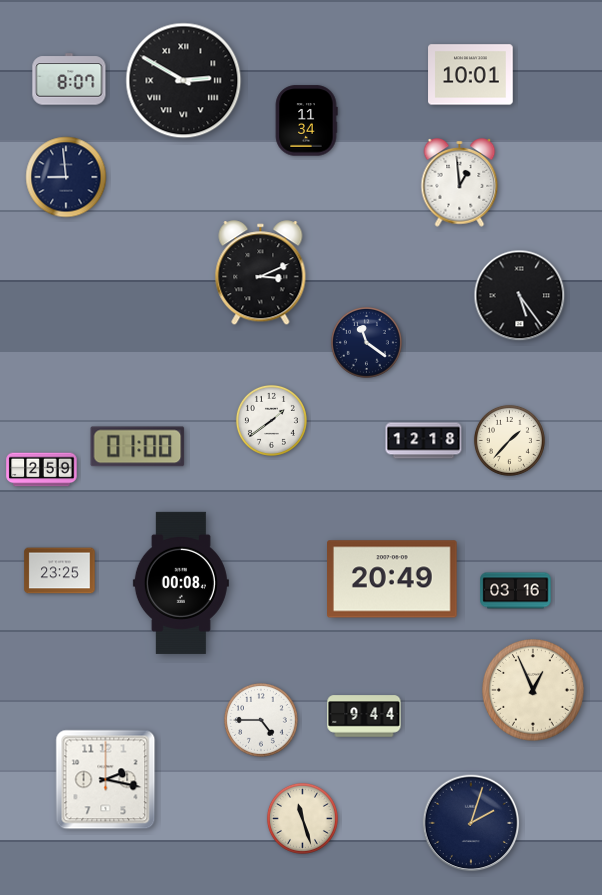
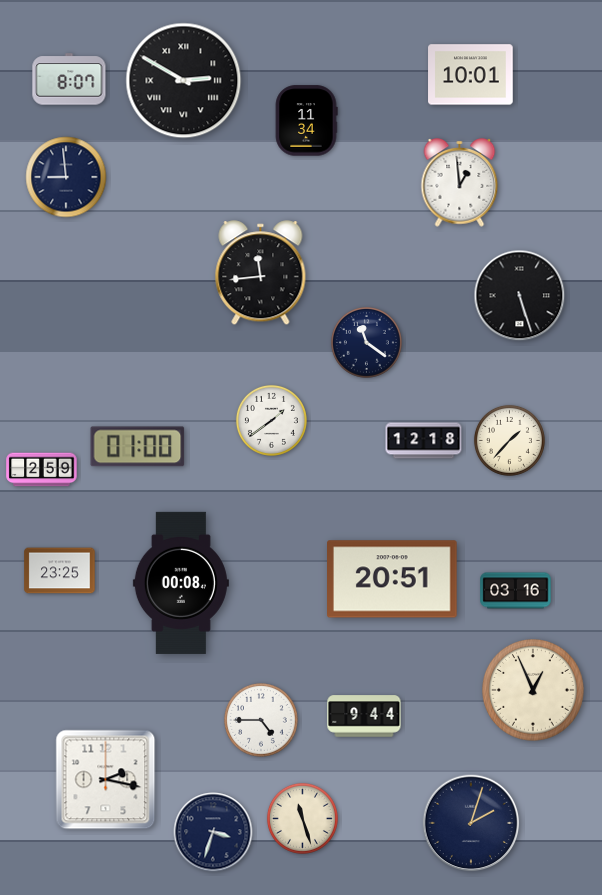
clock at (261, 273): 3:11 -> 11:44
clock at (520, 296): 5:24 -> 5:27
clock at (393, 579): 20:49 -> 20:51
clock at (213, 832): none -> 3:33
